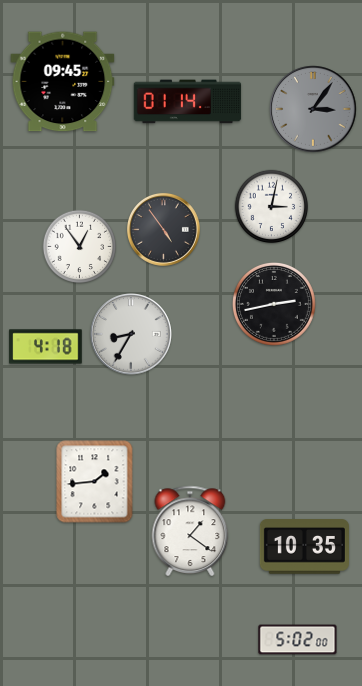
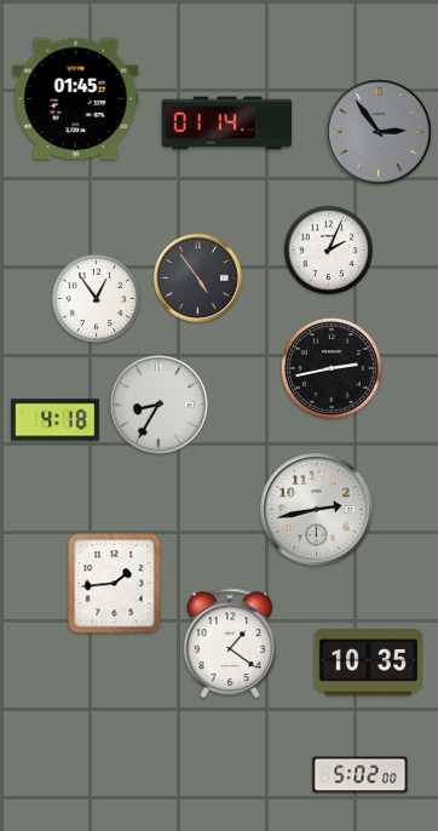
clock at (63, 82): 09:45 -> 01:45
clock at (313, 109): 3:06 -> 2:54
clock at (272, 207): 3:02 -> 2:04
clock at (317, 510): none -> 2:43
